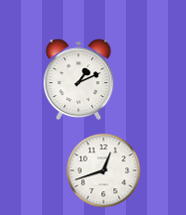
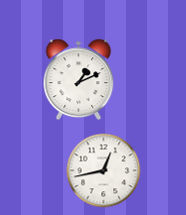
clock at (104, 171): 12:42 -> 12:43
